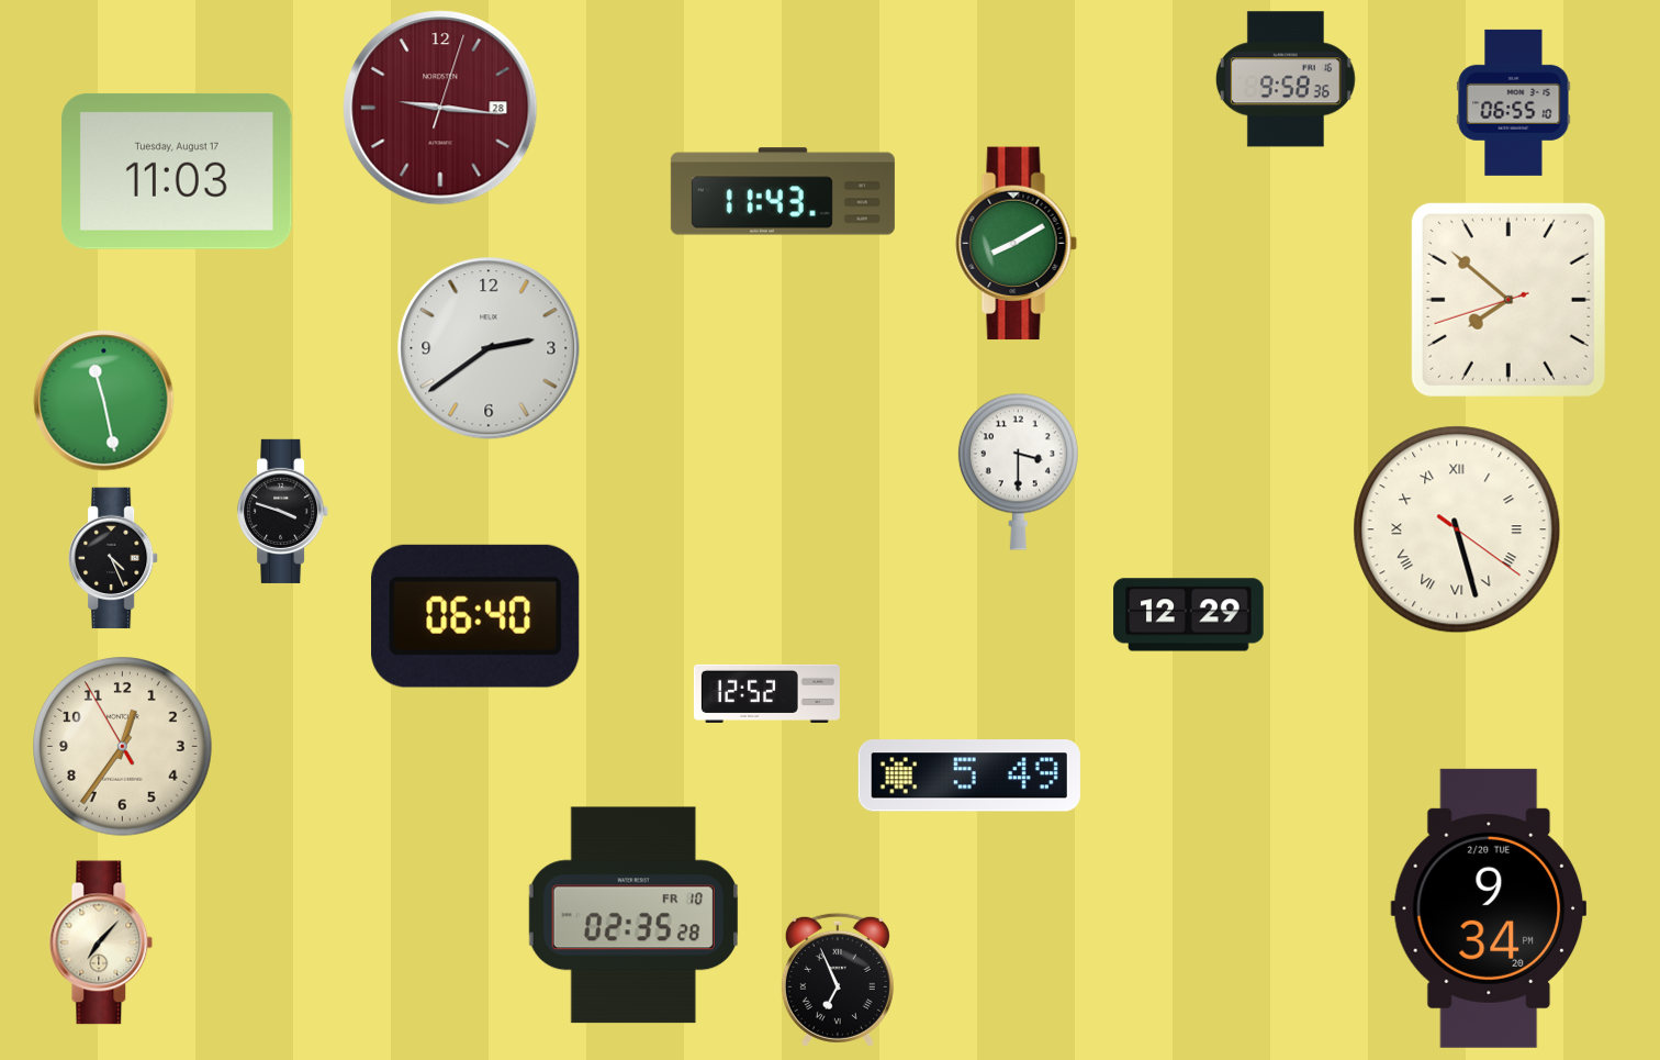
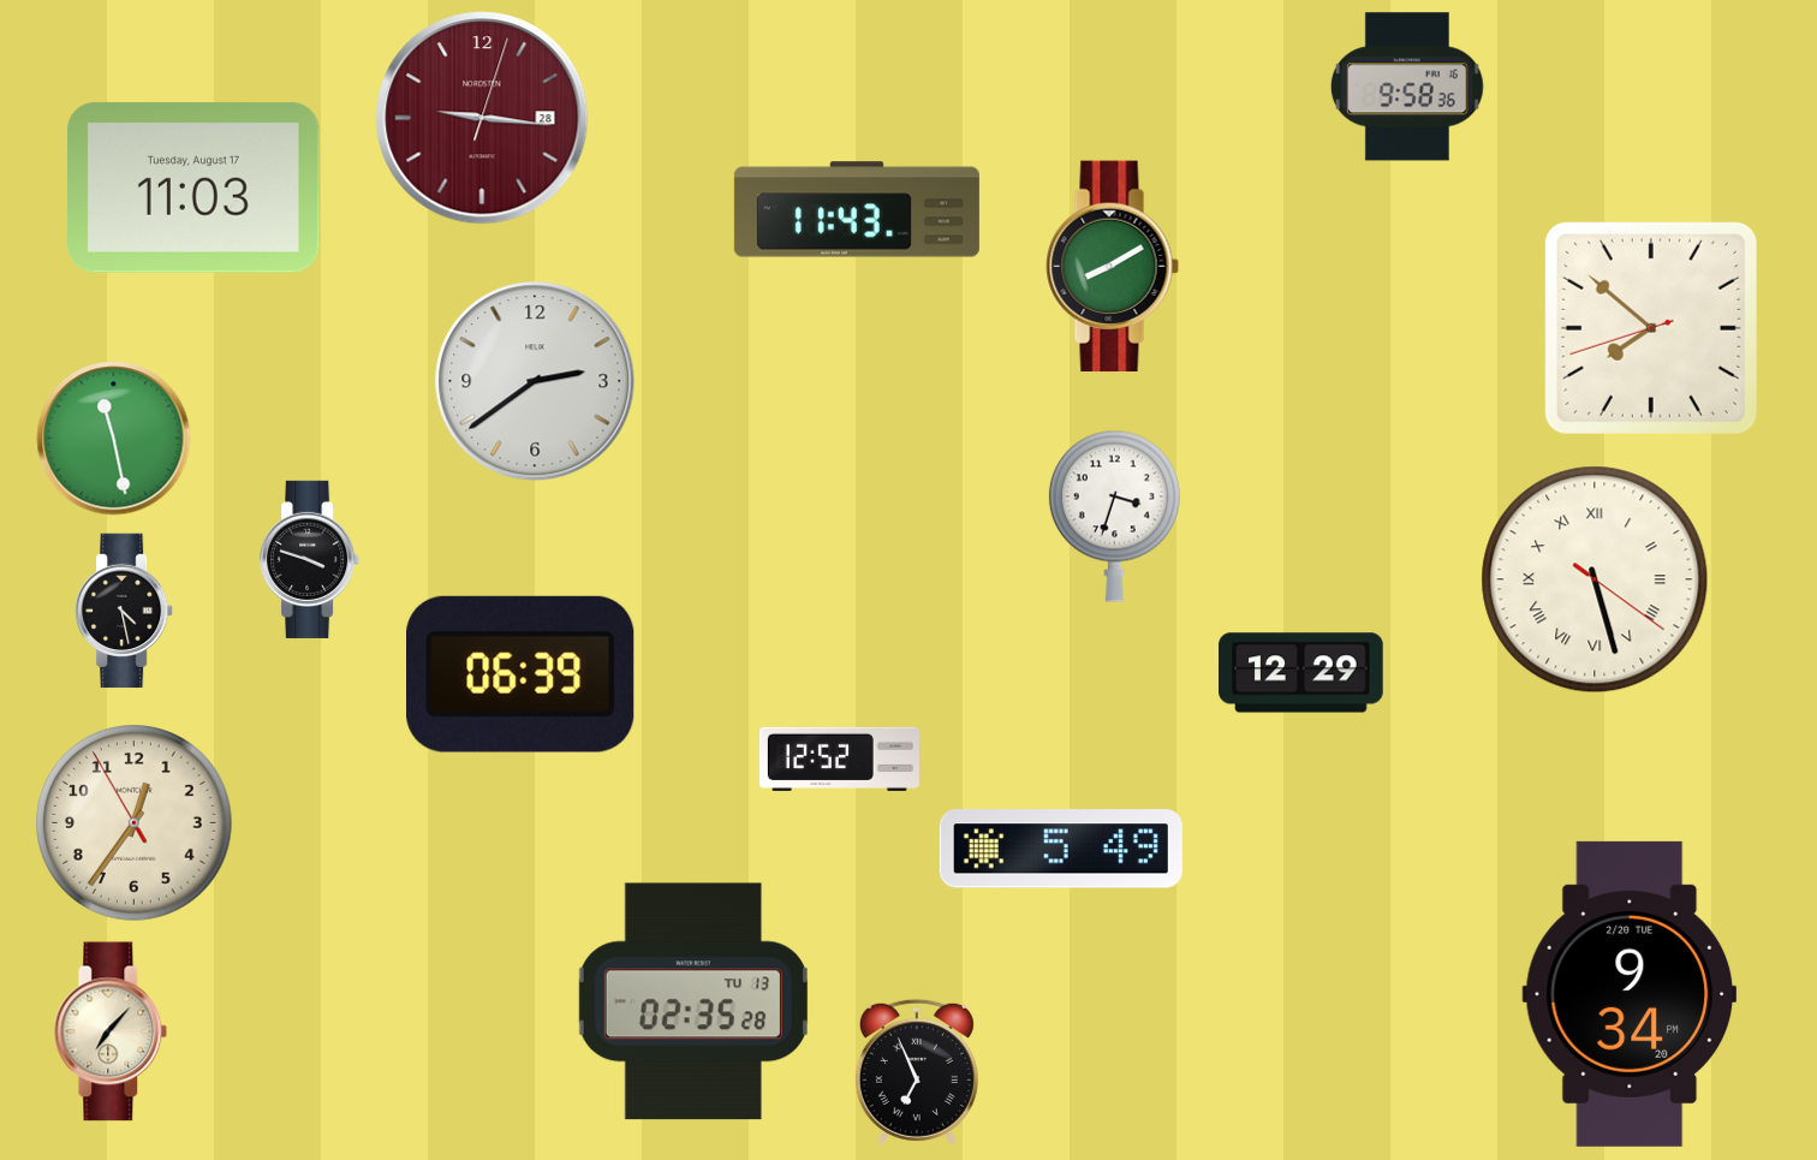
clock at (1514, 102): 06:55 -> none
clock at (1018, 471): 3:30 -> 3:33
clock at (113, 558): 4:26 -> 4:28
clock at (476, 616): 06:40 -> 06:39
clock at (123, 747) position: (123, 747) -> (135, 823)
clock at (633, 915) date: FR 10 -> TU 13
